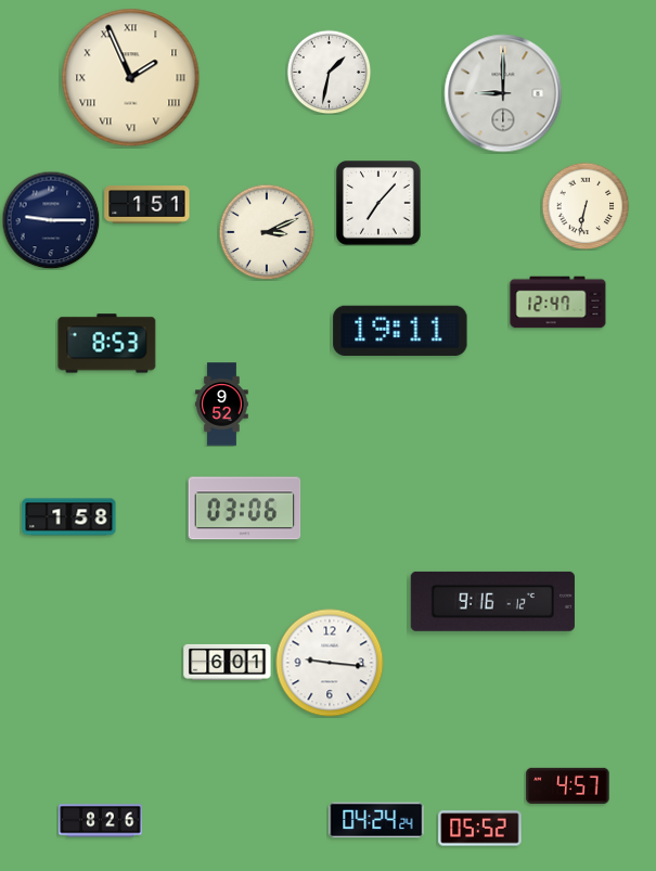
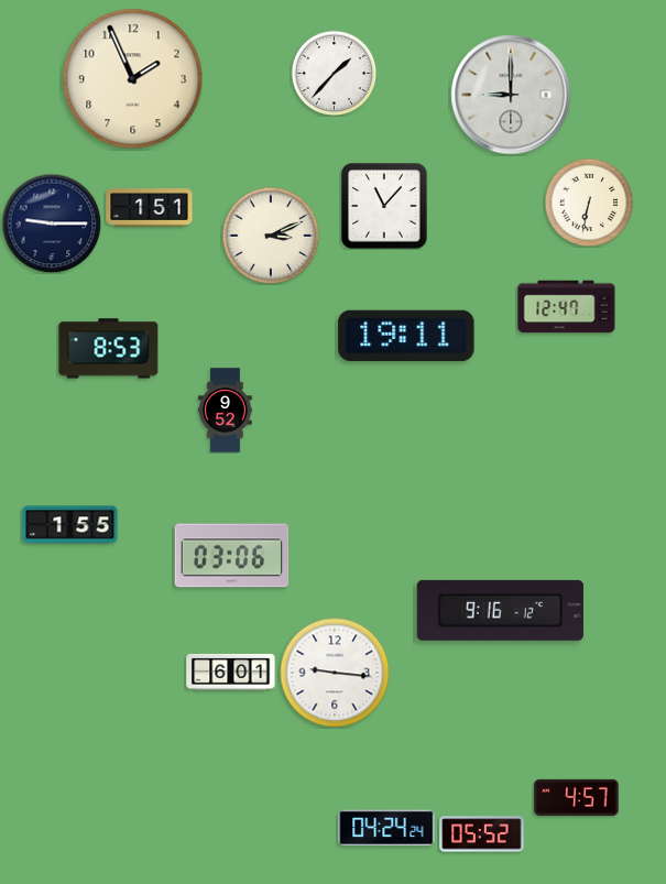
clock at (329, 72): 1:32 -> 1:37
clock at (131, 78) numerals: Roman -> Arabic
clock at (380, 204): 7:07 -> 11:07
clock at (586, 206) position: (586, 206) -> (589, 203)
clock at (245, 509) position: (245, 509) -> (232, 556)
clock at (69, 517): 1:58 -> 1:55
clock at (376, 820) position: (376, 820) -> (386, 828)
clock at (101, 821): 8:26 -> none
clock at (480, 829) position: (480, 829) -> (482, 834)
